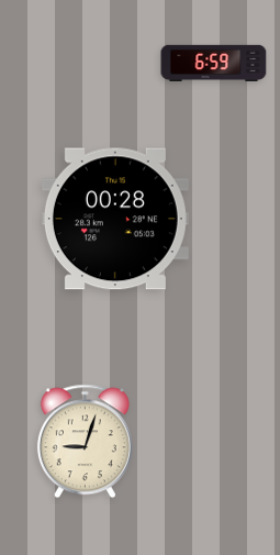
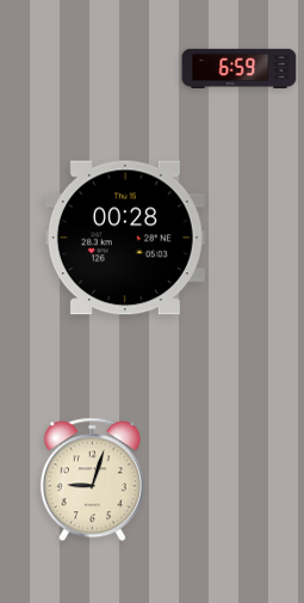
clock at (214, 63) position: (214, 63) -> (240, 68)
